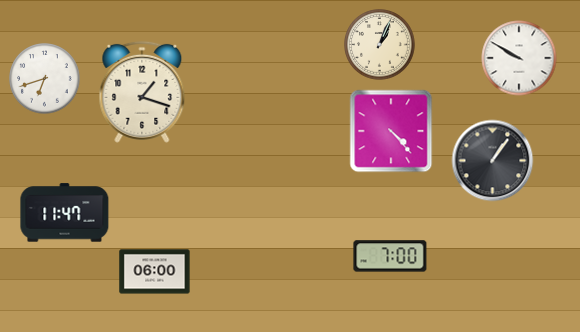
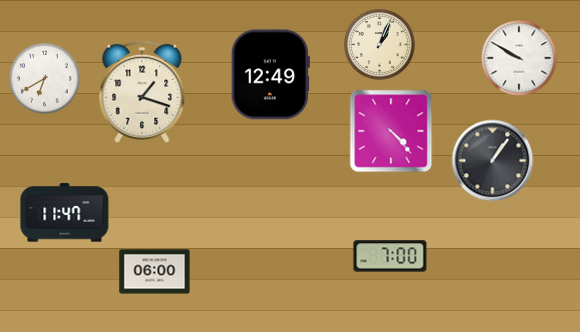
clock at (270, 75): none -> 12:49
clock at (45, 79): 6:42 -> 6:40
